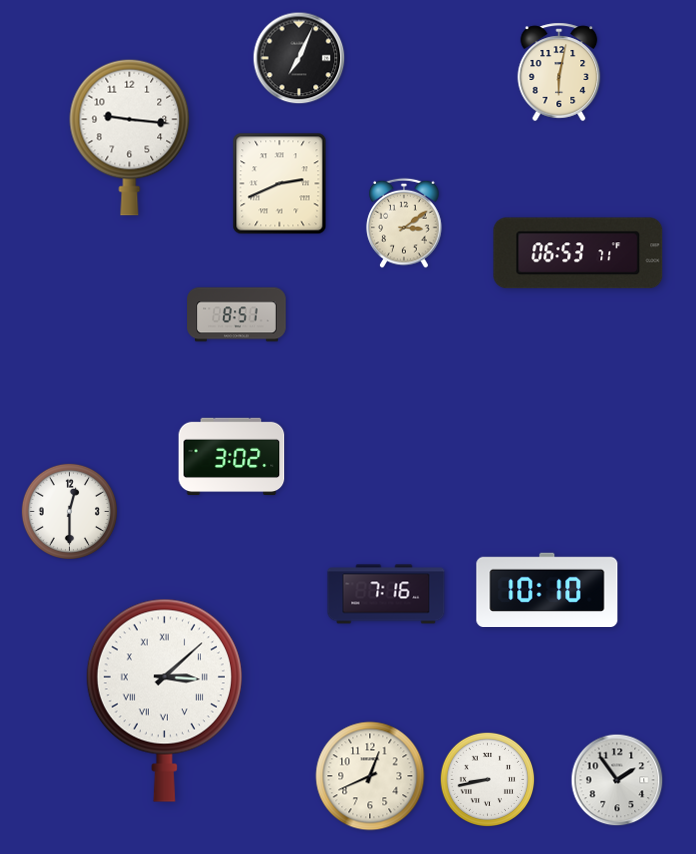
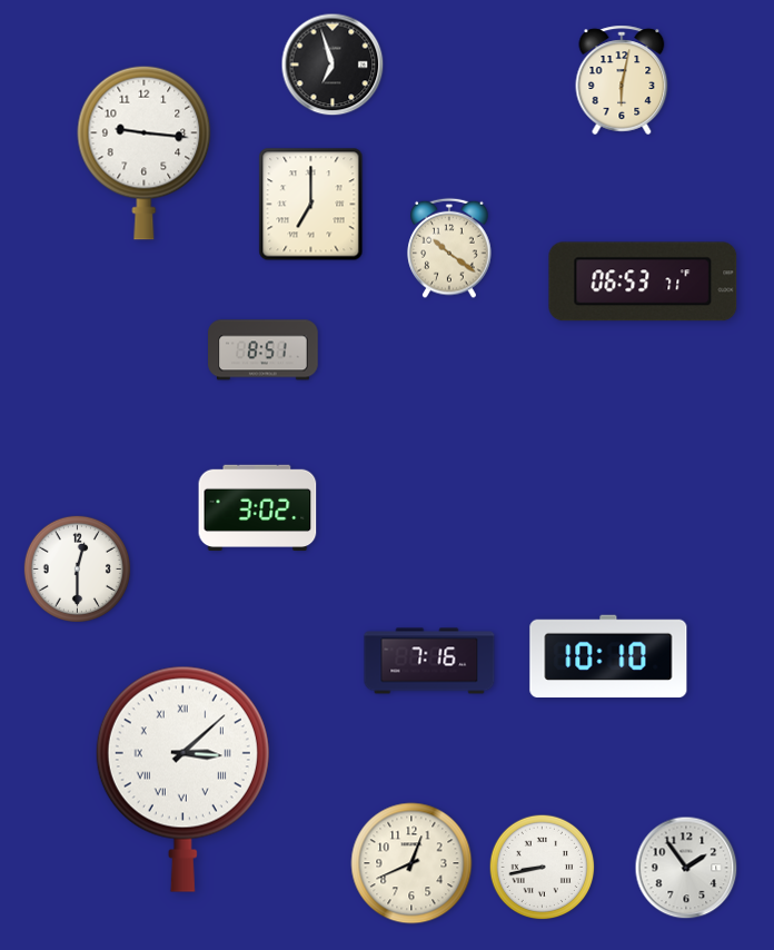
clock at (299, 58): 7:04 -> 6:57
clock at (280, 184): 2:41 -> 7:00
clock at (404, 223): 3:09 -> 10:21
